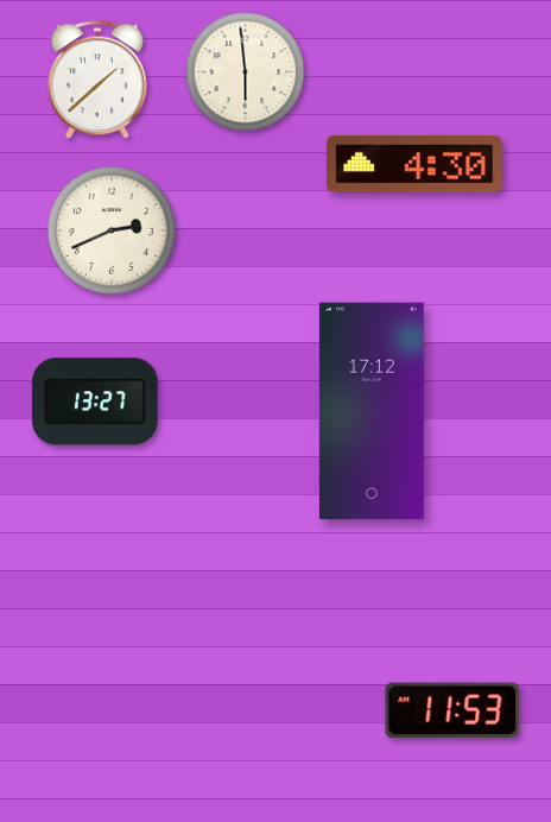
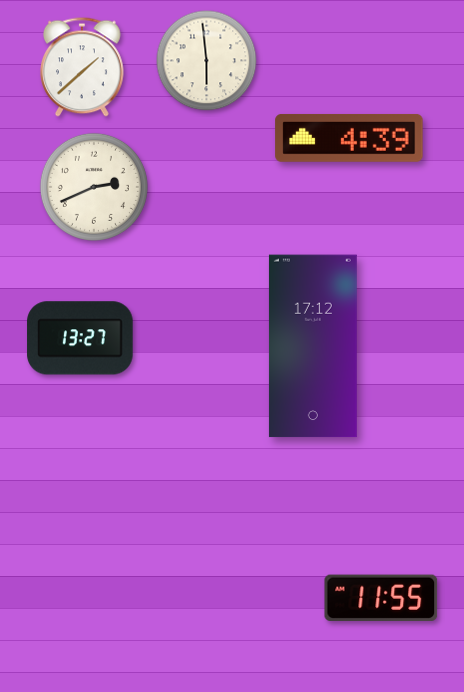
clock at (414, 164): 4:30 -> 4:39
clock at (112, 230) position: (112, 230) -> (94, 187)
clock at (452, 710): 11:53 -> 11:55
